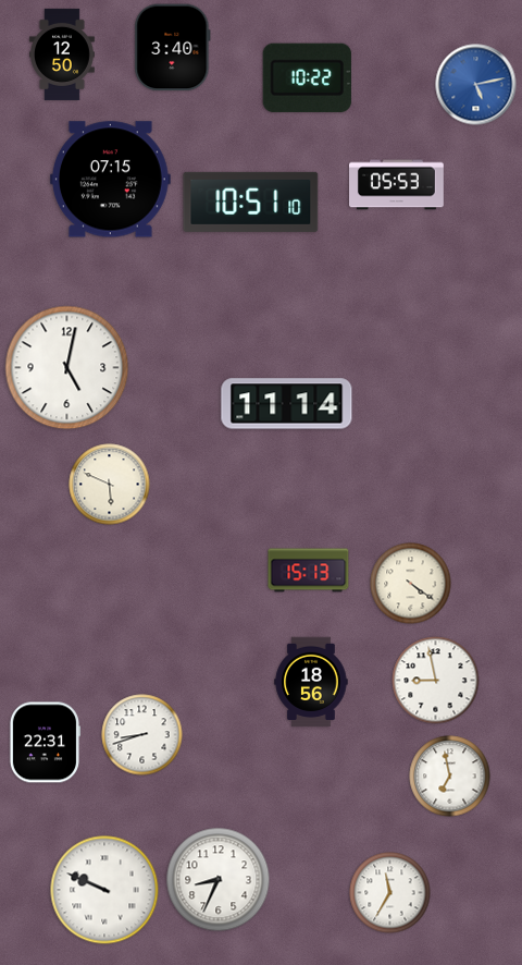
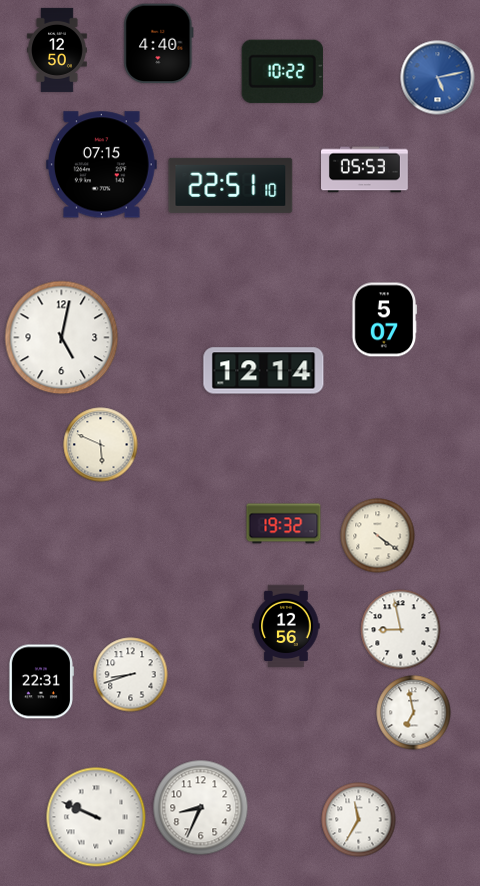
clock at (173, 48): 3:40 -> 4:40
clock at (251, 201): 10:51 -> 22:51
clock at (384, 320): none -> 5:07
clock at (287, 404): 11:14 -> 12:14
clock at (309, 571): 15:13 -> 19:32
clock at (436, 681) position: (436, 681) -> (401, 630)
clock at (311, 682): 18:56 -> 12:56
